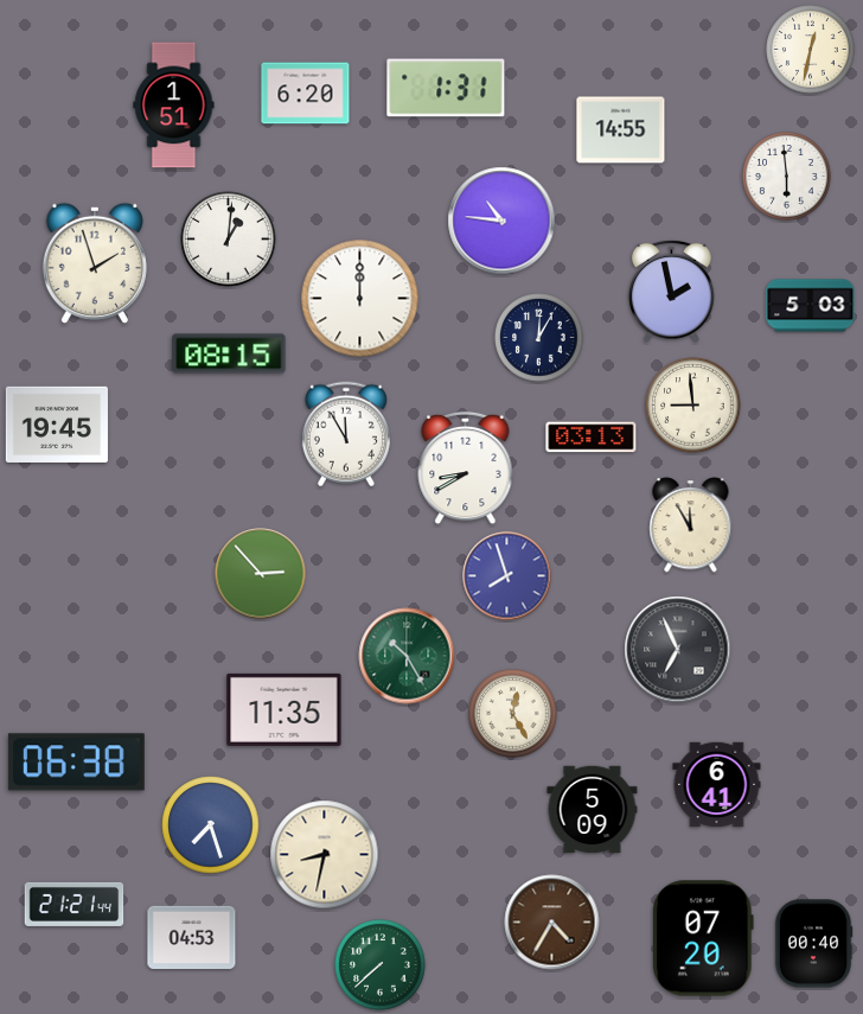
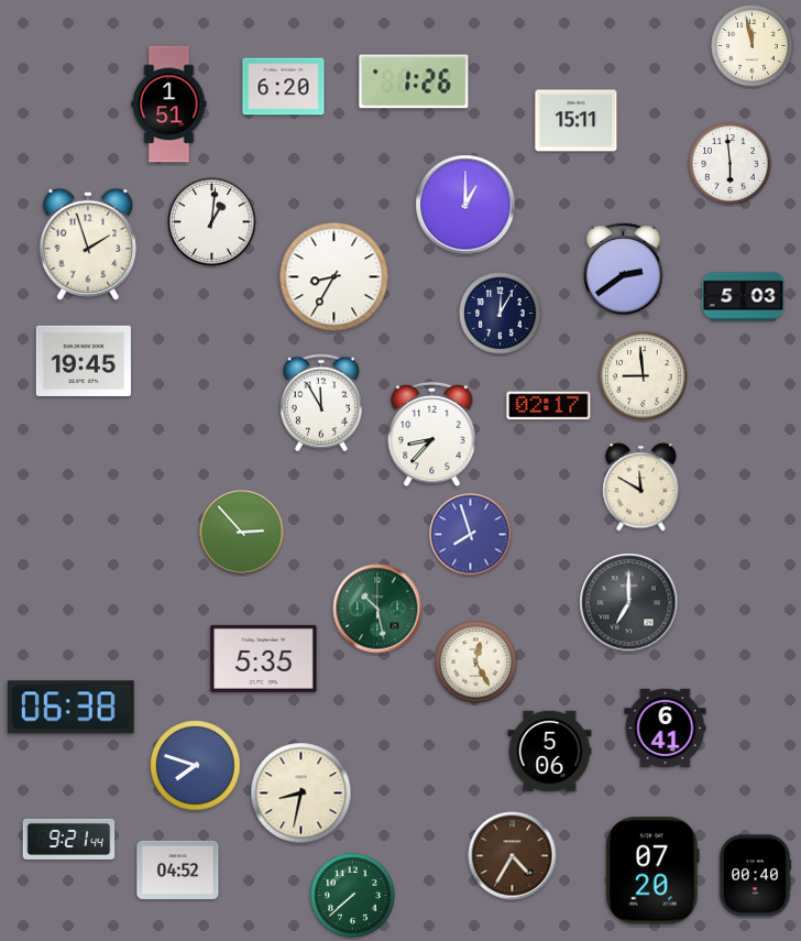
clock at (811, 50): 12:32 -> 11:58
clock at (446, 88): 1:31 -> 1:26
clock at (174, 106) position: (174, 106) -> (169, 105)
clock at (621, 130): 14:55 -> 15:11
clock at (501, 221): 10:46 -> 1:00
clock at (672, 291): 1:58 -> 2:39
clock at (360, 299): 12:00 -> 8:35
clock at (811, 306) position: (811, 306) -> (744, 297)
clock at (229, 353): 08:15 -> none
clock at (57, 425) position: (57, 425) -> (84, 361)
clock at (592, 438): 03:13 -> 02:17
clock at (466, 468): 8:40 -> 8:37
clock at (691, 525): 11:55 -> 11:50
clock at (678, 650): 6:56 -> 7:00
clock at (407, 656): 10:25 -> 10:28
clock at (285, 709): 11:35 -> 5:35
clock at (593, 810): 5:09 -> 5:06
clock at (211, 825): 7:27 -> 7:48
clock at (75, 904): 21:21 -> 9:21
clock at (192, 938): 04:53 -> 04:52
